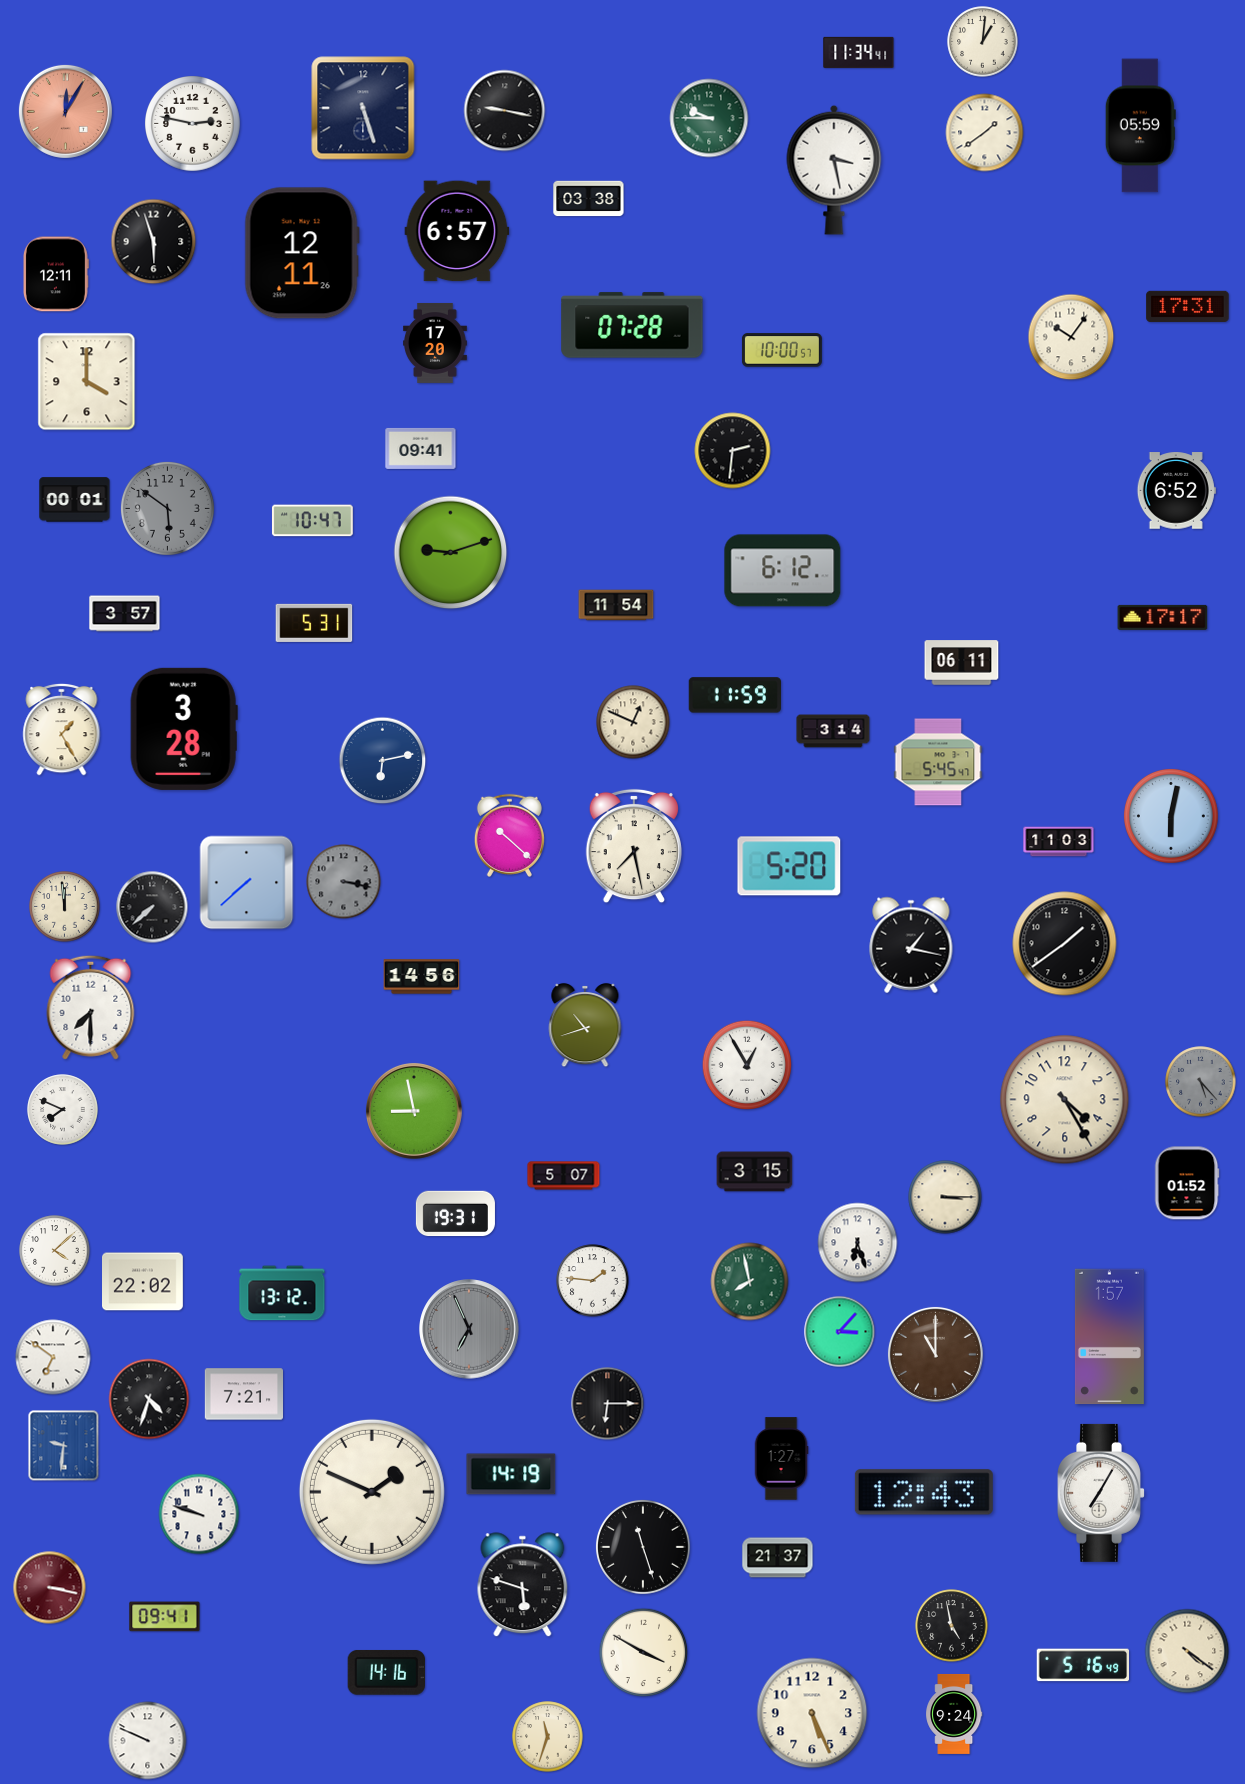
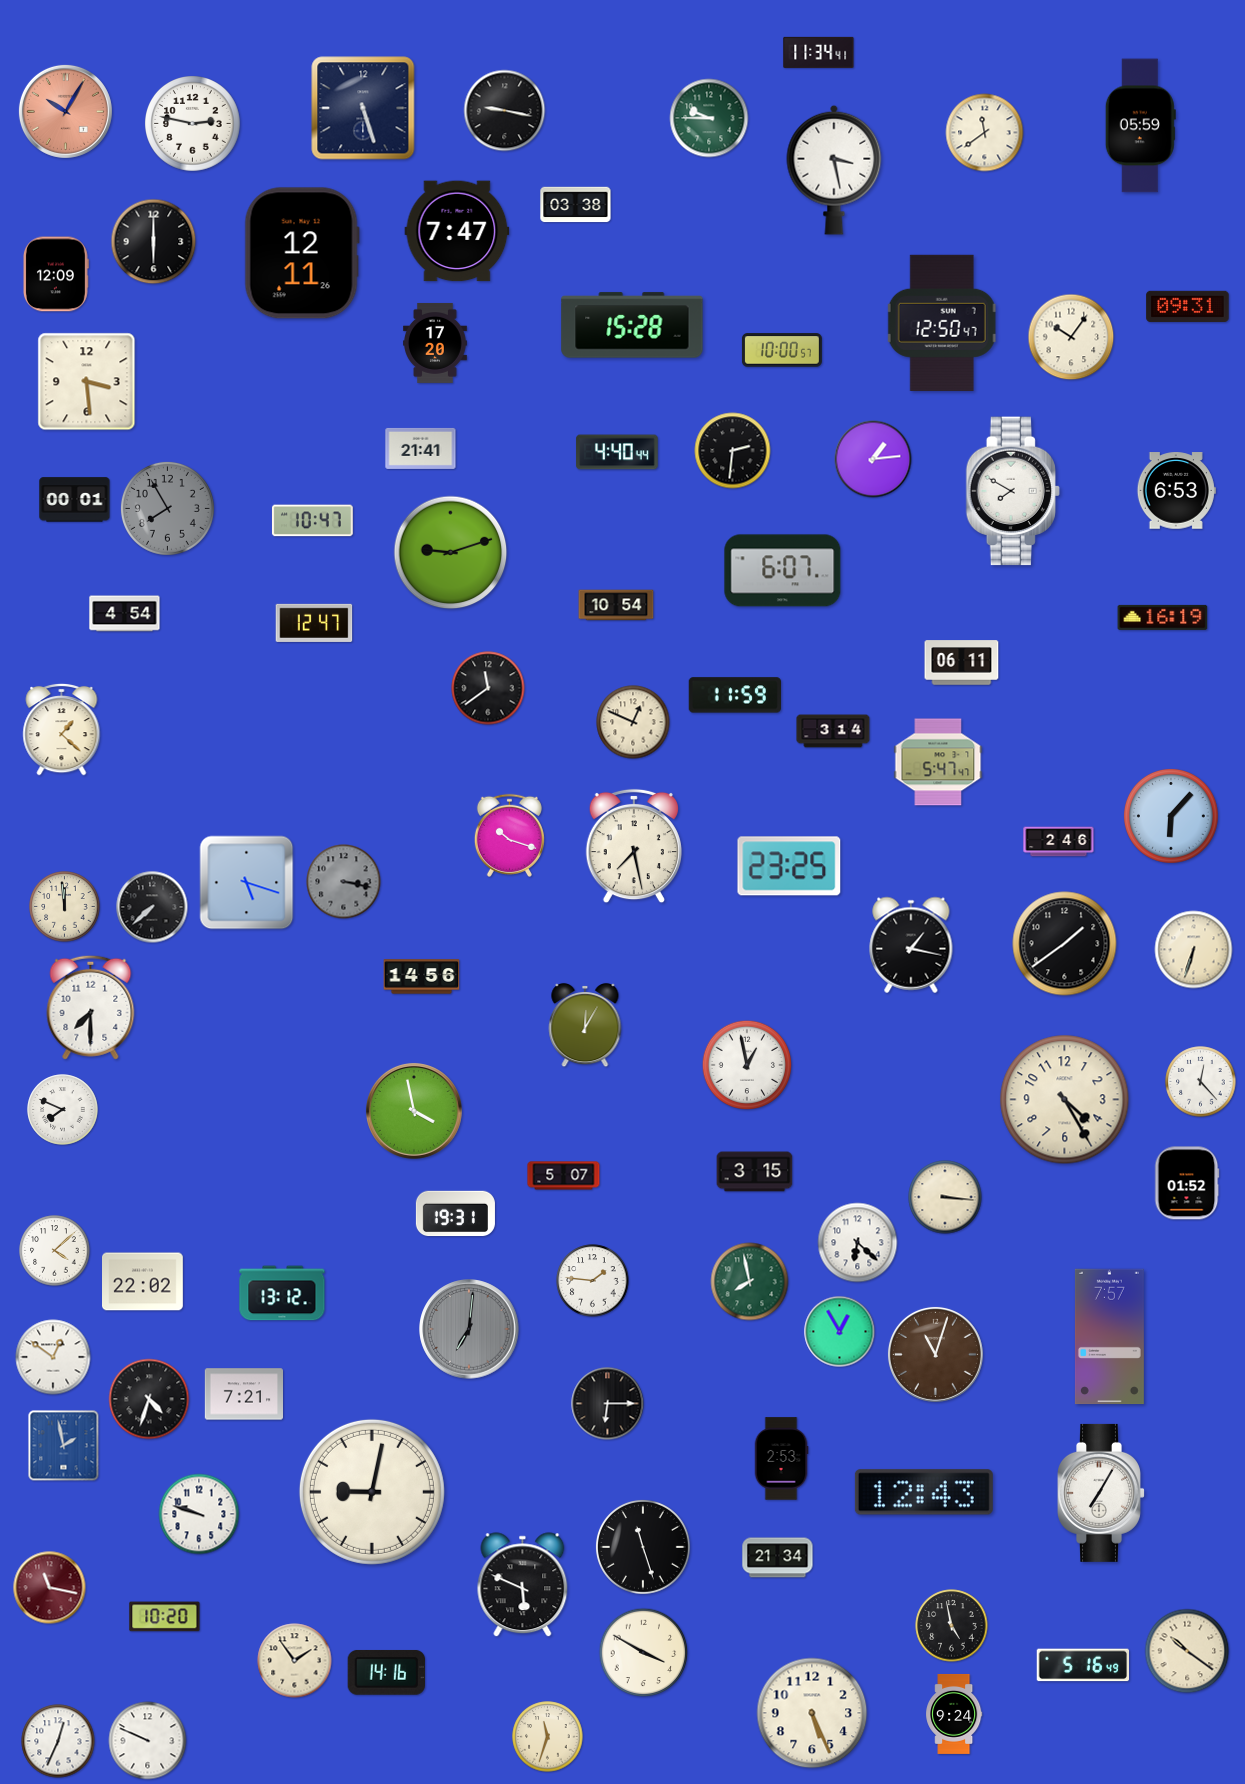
clock at (983, 42): 1:01 -> none
clock at (859, 52) position: (859, 52) -> (819, 52)
clock at (65, 111): 12:05 -> 10:05
clock at (985, 133): 1:39 -> 11:39
clock at (589, 199) position: (589, 199) -> (576, 205)
clock at (457, 231): 6:57 -> 7:47
clock at (154, 242): 5:57 -> 6:00
clock at (56, 274): 12:11 -> 12:09
clock at (1188, 306): 17:31 -> 09:31
clock at (942, 323): none -> 12:50
clock at (632, 325): 07:28 -> 15:28
clock at (87, 382): 4:00 -> 3:29
clock at (421, 448): 09:41 -> 21:41
clock at (617, 452): none -> 4:40
clock at (873, 459): none -> 1:14
clock at (1013, 491): none -> 7:50
clock at (1176, 491): 6:52 -> 6:53
clock at (167, 508): 5:51 -> 7:55
clock at (783, 571): 6:12 -> 6:07
clock at (616, 605): 11:54 -> 10:54
clock at (125, 614): 3:57 -> 4:54
clock at (1163, 617): 17:17 -> 16:19
clock at (314, 623): 5:31 -> 12:47
clock at (488, 688): none -> 11:39
clock at (62, 729): 1:25 -> 1:22
clock at (184, 729): 3:28 -> none
clock at (383, 761): 6:13 -> none
clock at (938, 762): 5:45 -> 5:47
clock at (1171, 816): 6:02 -> 6:07
clock at (509, 835): 10:22 -> 10:18
clock at (1059, 842): 11:03 -> 2:46
clock at (789, 866): 5:20 -> 23:25
clock at (247, 883): 7:38 -> 5:18
clock at (1194, 950): none -> 6:33
clock at (585, 1025): 10:42 -> 12:05
clock at (747, 1065): 12:55 -> 12:58
clock at (1201, 1082): 5:23 -> 12:23
clock at (1201, 1082) dial: grey -> white
clock at (414, 1111): 8:58 -> 3:58
clock at (945, 1197): 3:15 -> 3:16
clock at (858, 1243): 6:27 -> 6:22
clock at (469, 1329): 6:56 -> 7:01
clock at (840, 1332): 3:07 -> 12:55
clock at (1109, 1337): 1:57 -> 7:57
clock at (935, 1354): 11:00 -> 11:03
clock at (53, 1357): 6:51 -> 12:51
clock at (64, 1446): 9:31 -> 1:58
clock at (781, 1459): 1:27 -> 2:53
clock at (511, 1474): 14:19 -> none
clock at (372, 1492): 1:49 -> 9:02
clock at (778, 1558): 21:37 -> 21:34
clock at (523, 1585): 5:48 -> 5:49
clock at (50, 1588): 3:17 -> 11:17
clock at (165, 1617): 09:41 -> 10:20
clock at (1187, 1651): 4:21 -> 10:21
clock at (295, 1661): none -> 1:54
clock at (58, 1741): none -> 12:34
